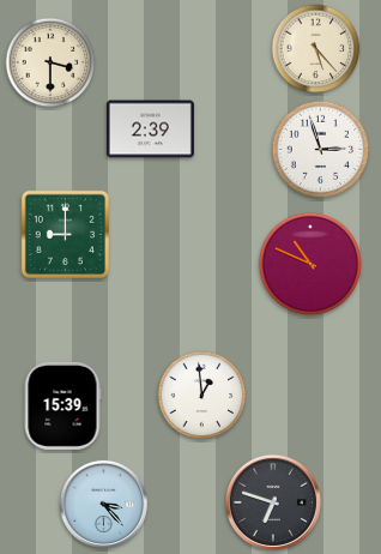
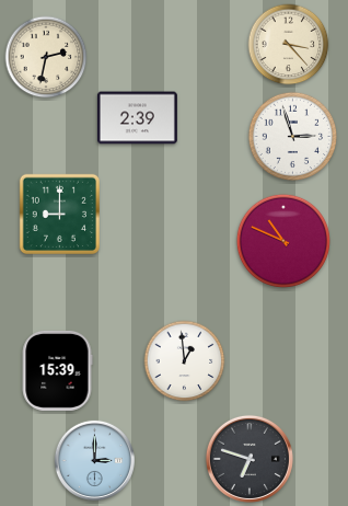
clock at (316, 49): 5:23 -> 3:23
clock at (50, 62): 3:30 -> 2:32
clock at (103, 504): 3:23 -> 3:00
